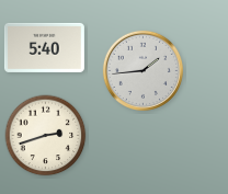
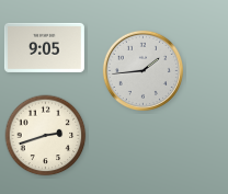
clock at (44, 47): 5:40 -> 9:05
